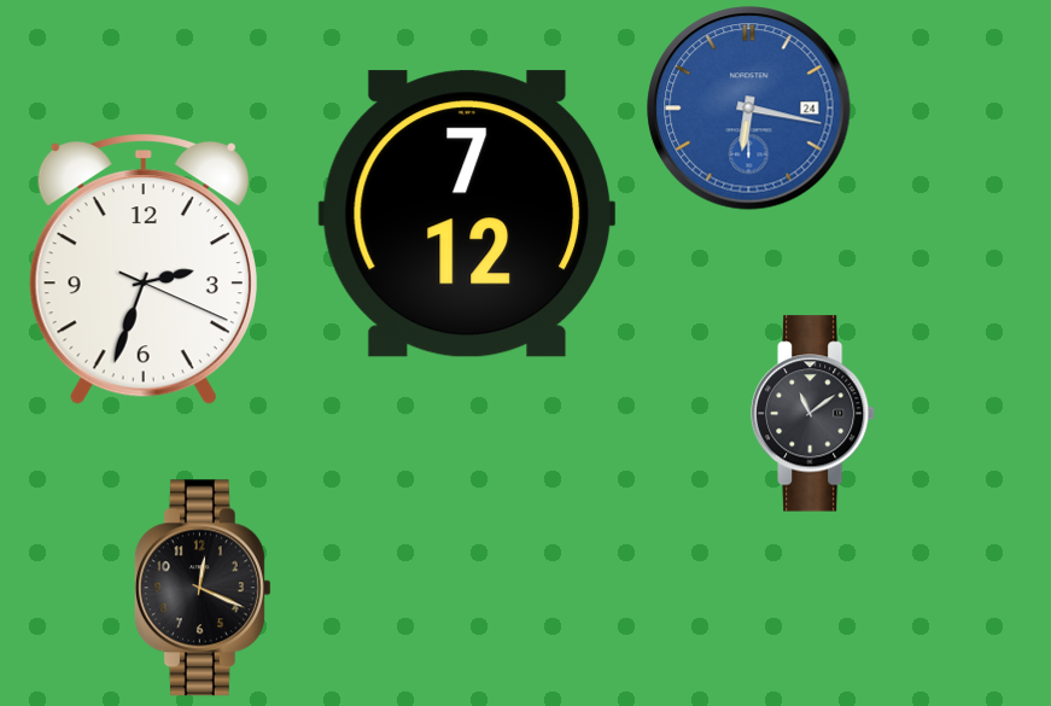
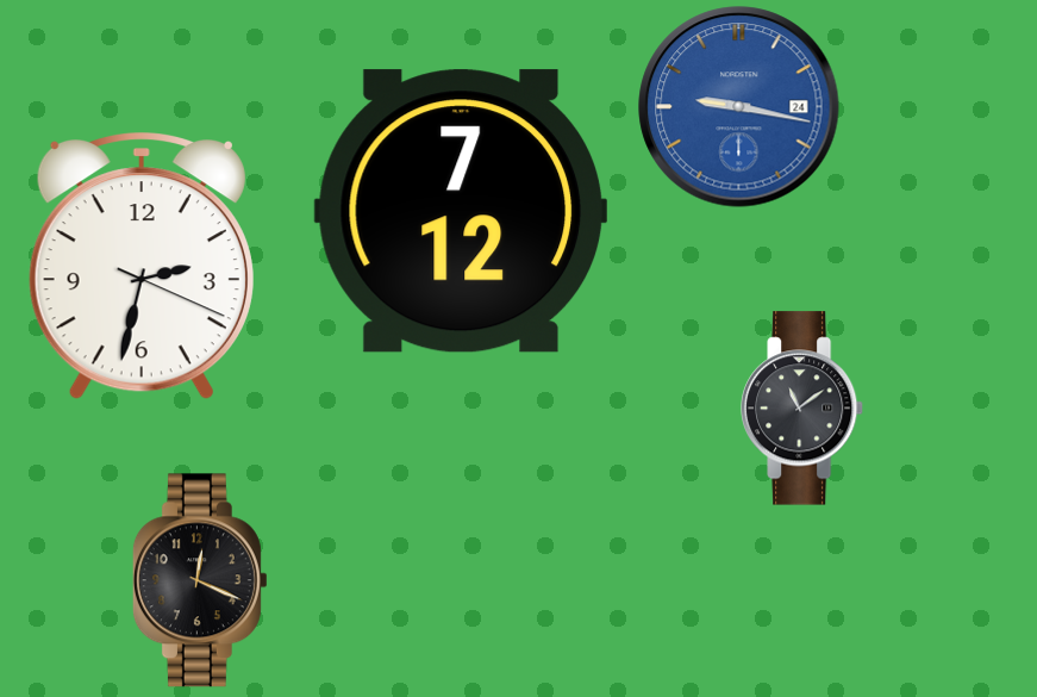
clock at (749, 109): 6:17 -> 9:17
clock at (144, 270): 2:33 -> 2:32
